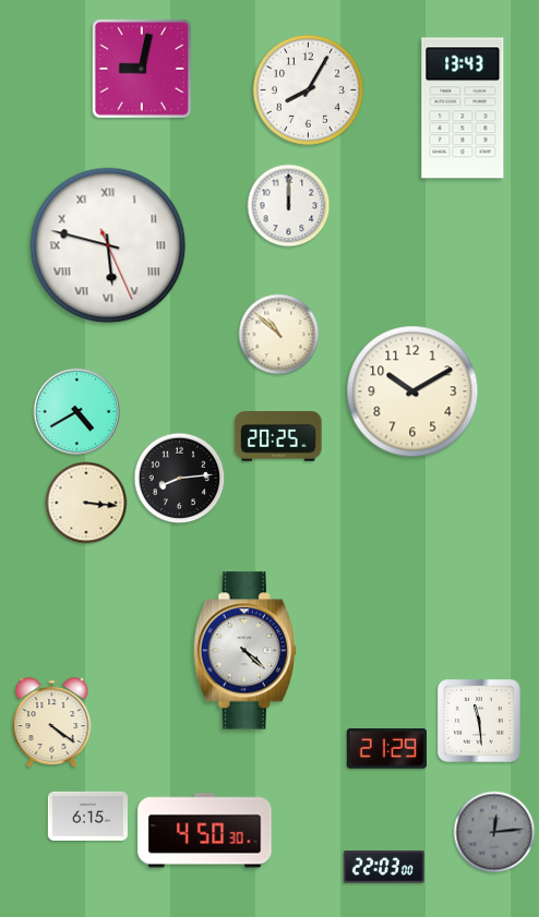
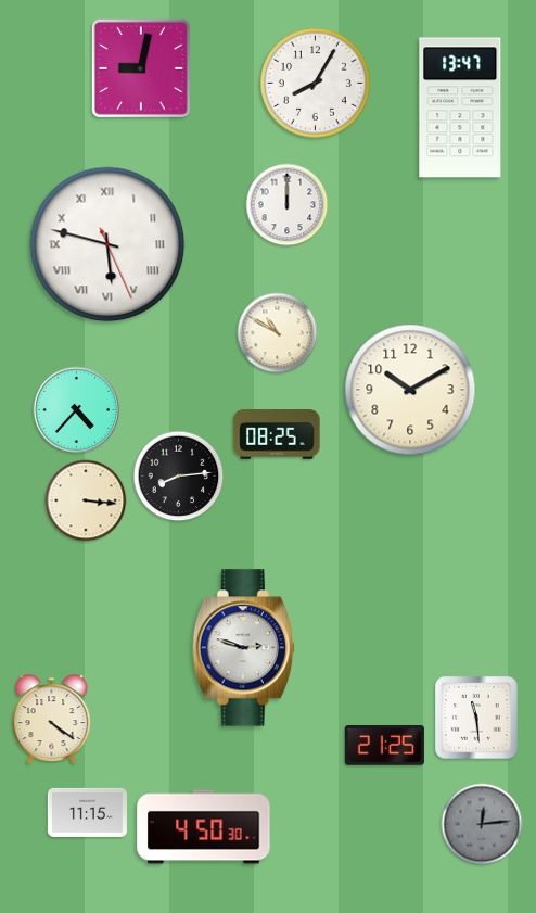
clock at (309, 91) position: (309, 91) -> (316, 84)
clock at (463, 108): 13:43 -> 13:47
clock at (279, 335): 10:52 -> 10:50
clock at (77, 412): 4:40 -> 4:37
clock at (278, 436): 20:25 -> 08:25
clock at (244, 651): 4:22 -> 2:48
clock at (386, 749): 21:29 -> 21:25
clock at (87, 816): 6:15 -> 11:15
clock at (494, 832) position: (494, 832) -> (482, 824)
clock at (384, 867): 22:03 -> none
